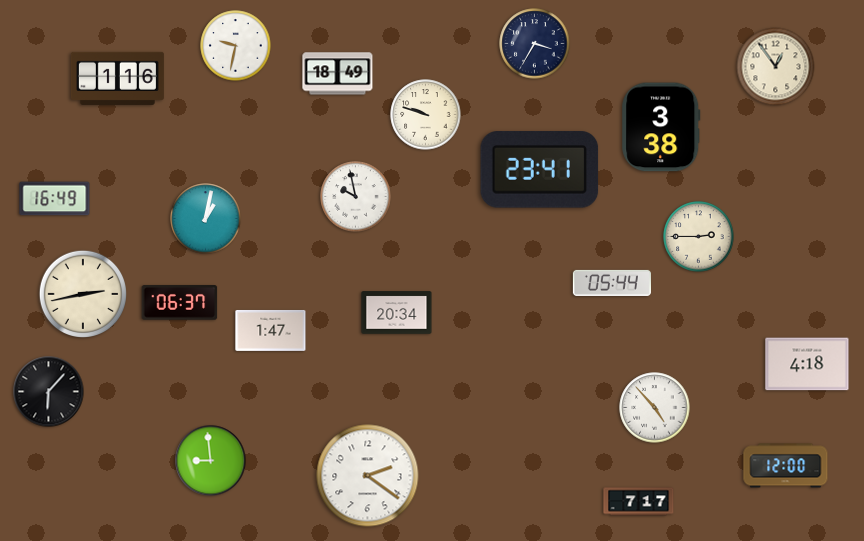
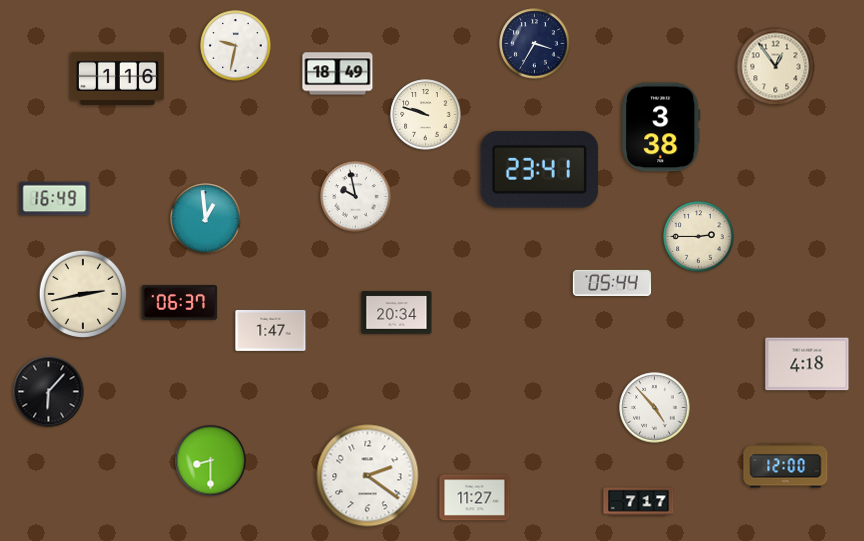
clock at (206, 219): 1:02 -> 12:59
clock at (211, 461): 8:59 -> 8:30
clock at (475, 498): none -> 11:27
